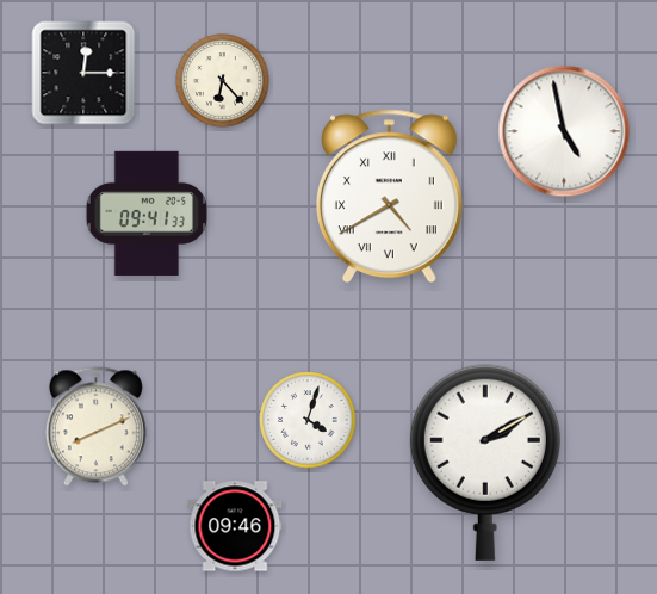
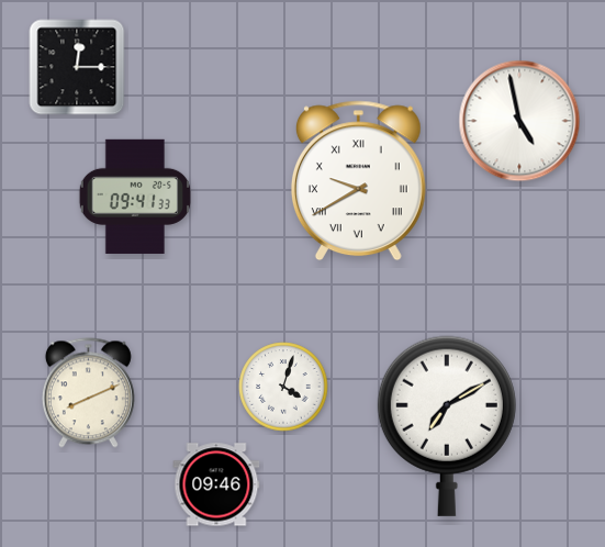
clock at (223, 81): 6:23 -> none
clock at (389, 197): 4:40 -> 9:40
clock at (485, 463): 2:10 -> 7:10
